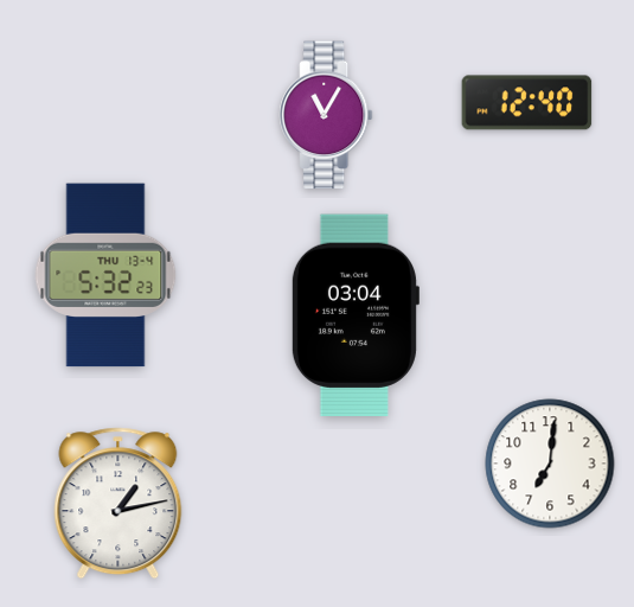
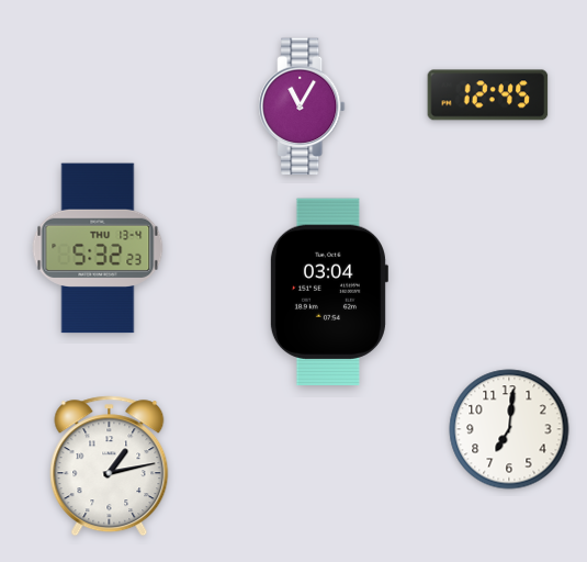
clock at (527, 103): 12:40 -> 12:45
clock at (105, 275) position: (105, 275) -> (98, 248)
